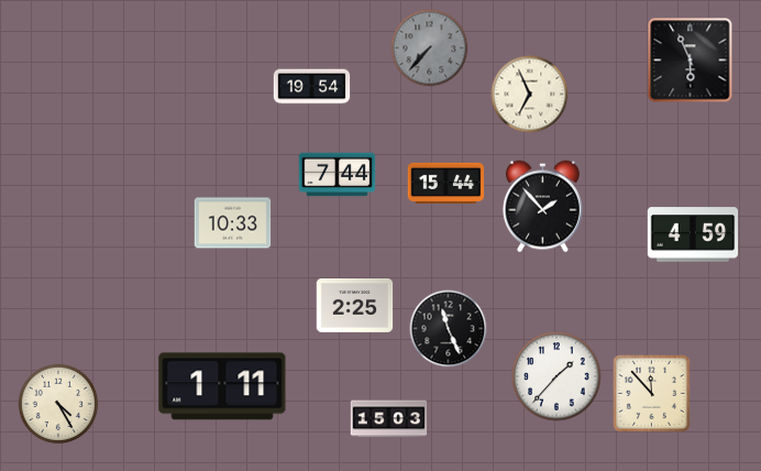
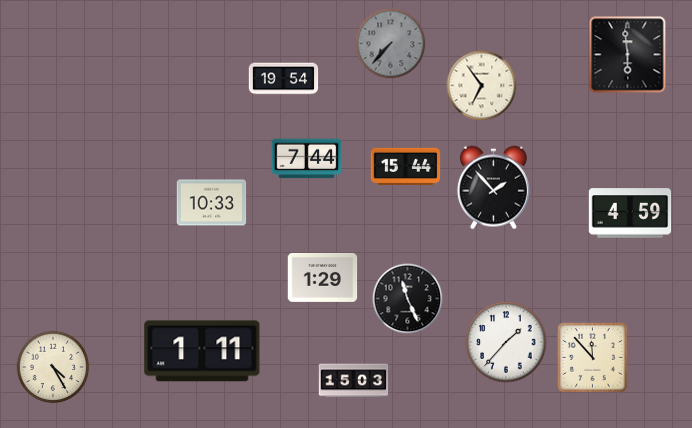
clock at (691, 61): 5:56 -> 5:59
clock at (530, 95): 6:56 -> 6:54
clock at (355, 305): 2:25 -> 1:29
